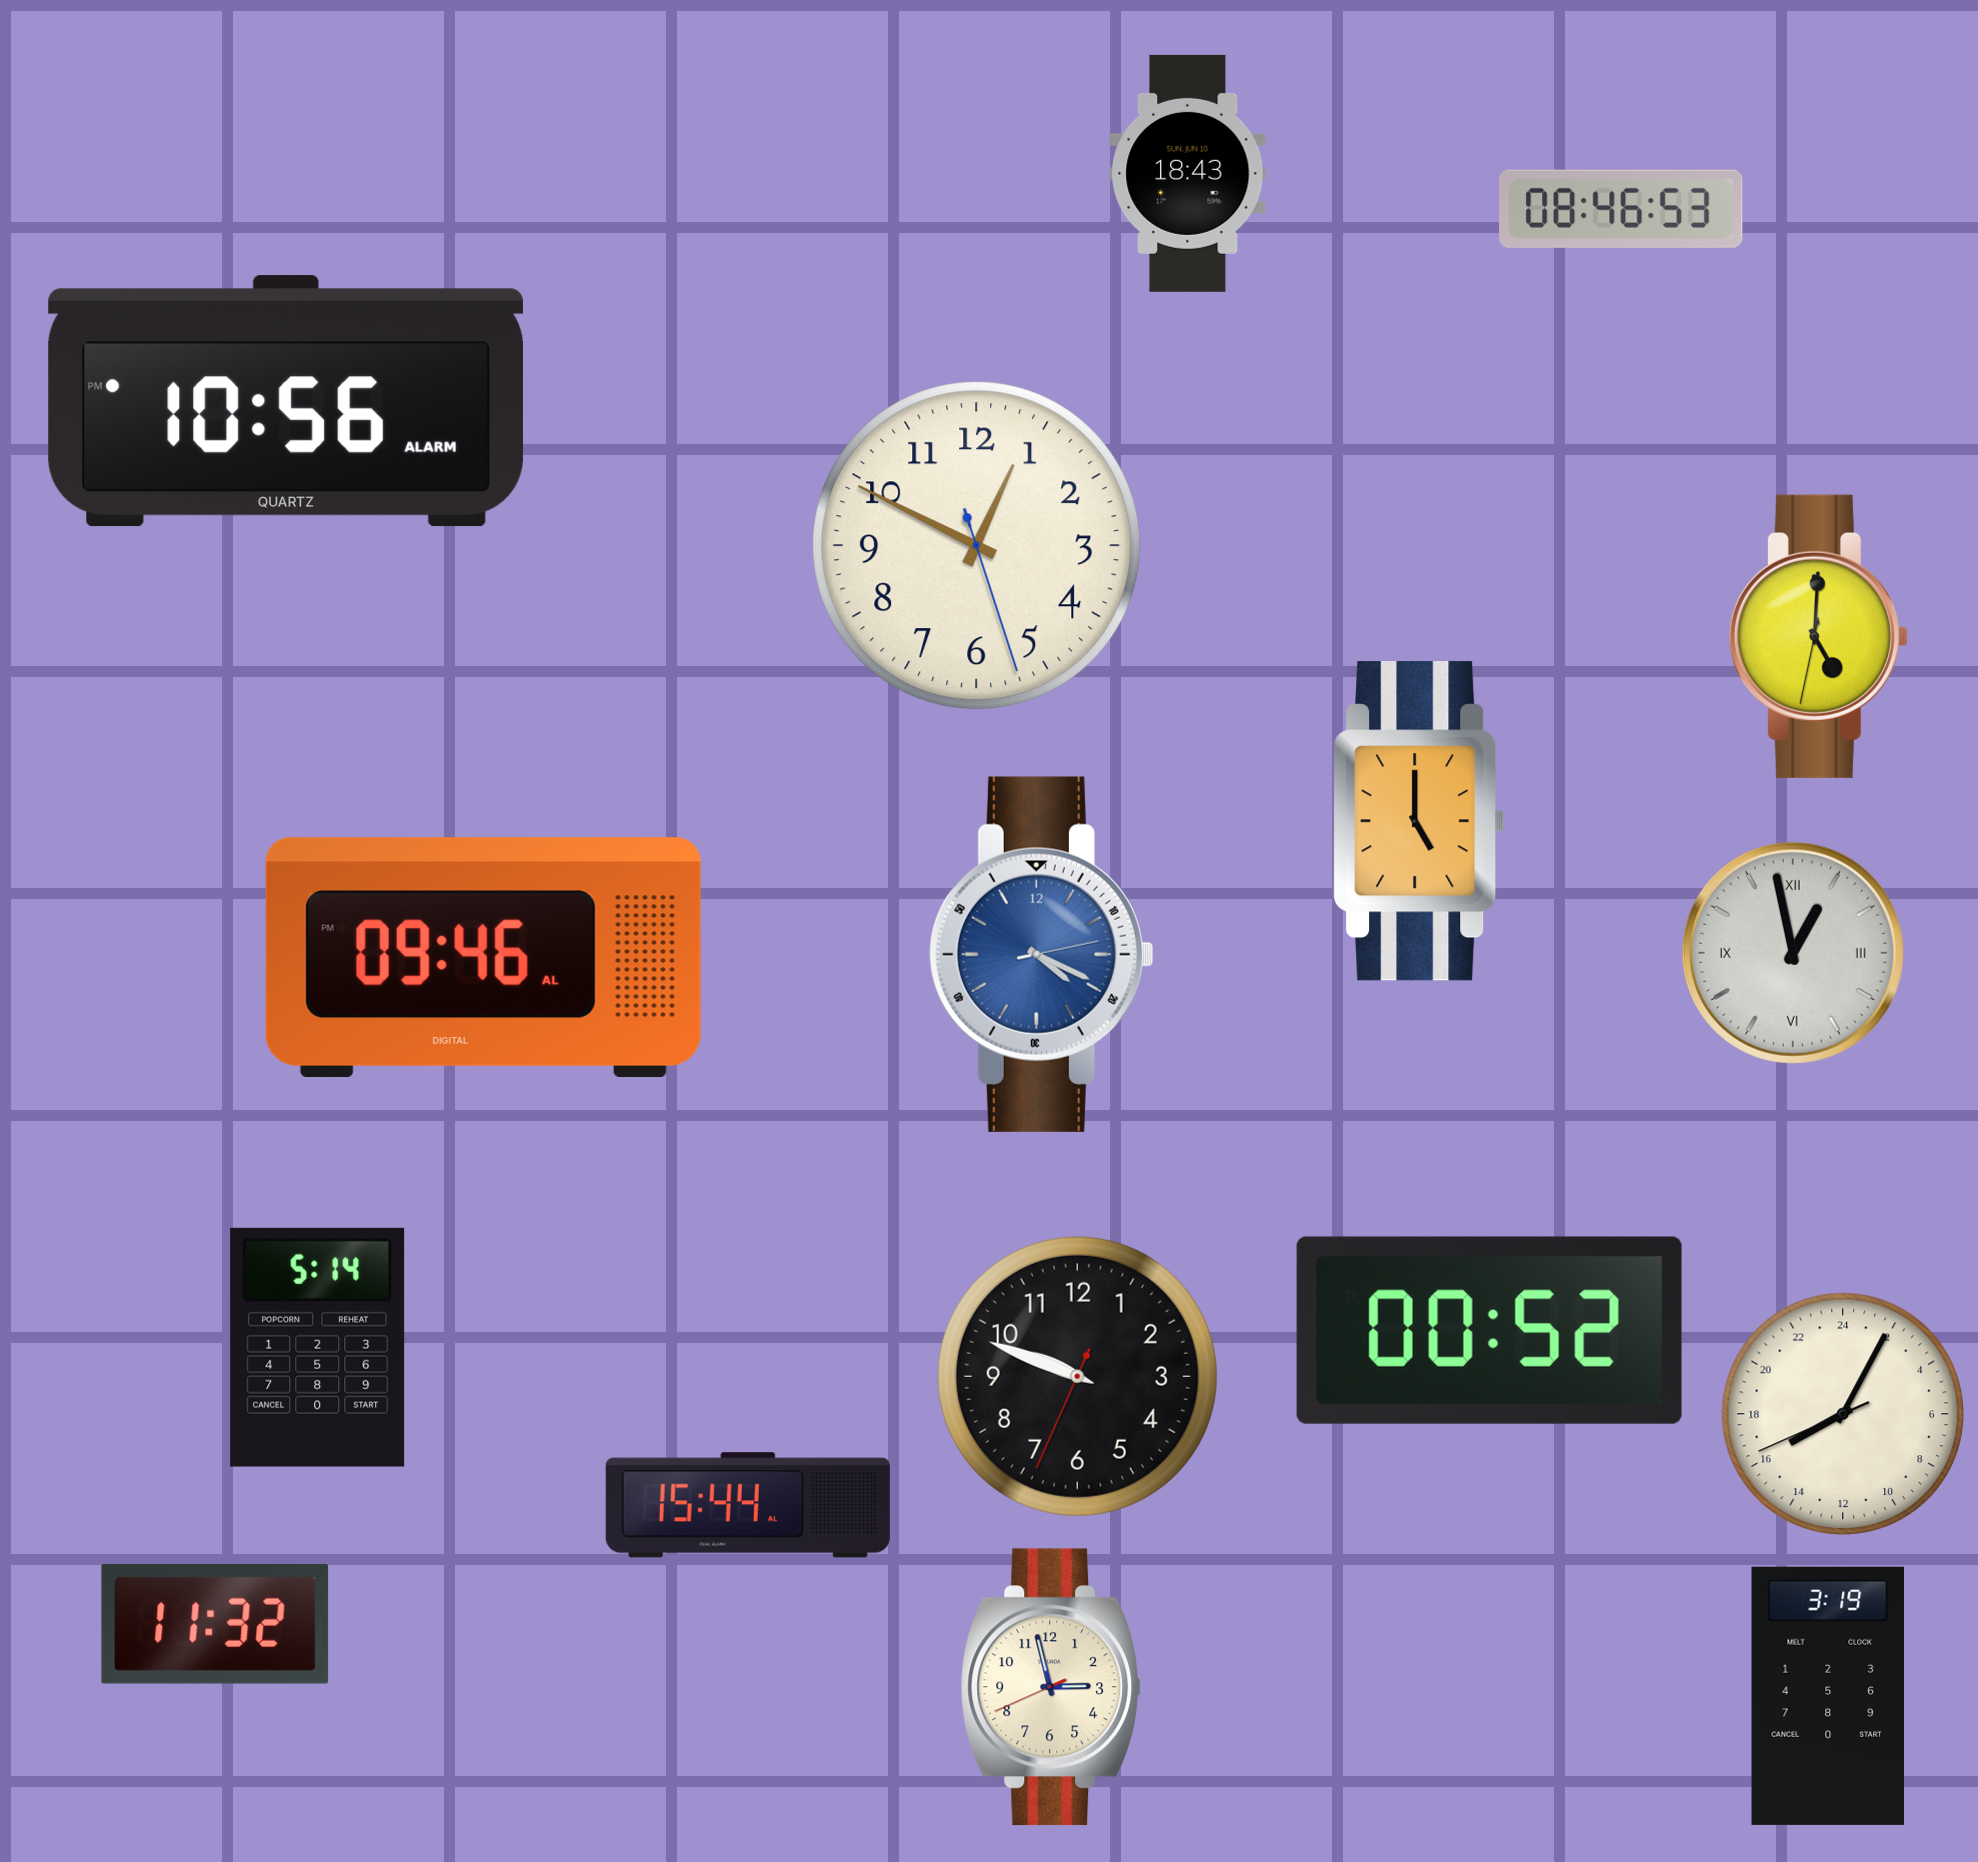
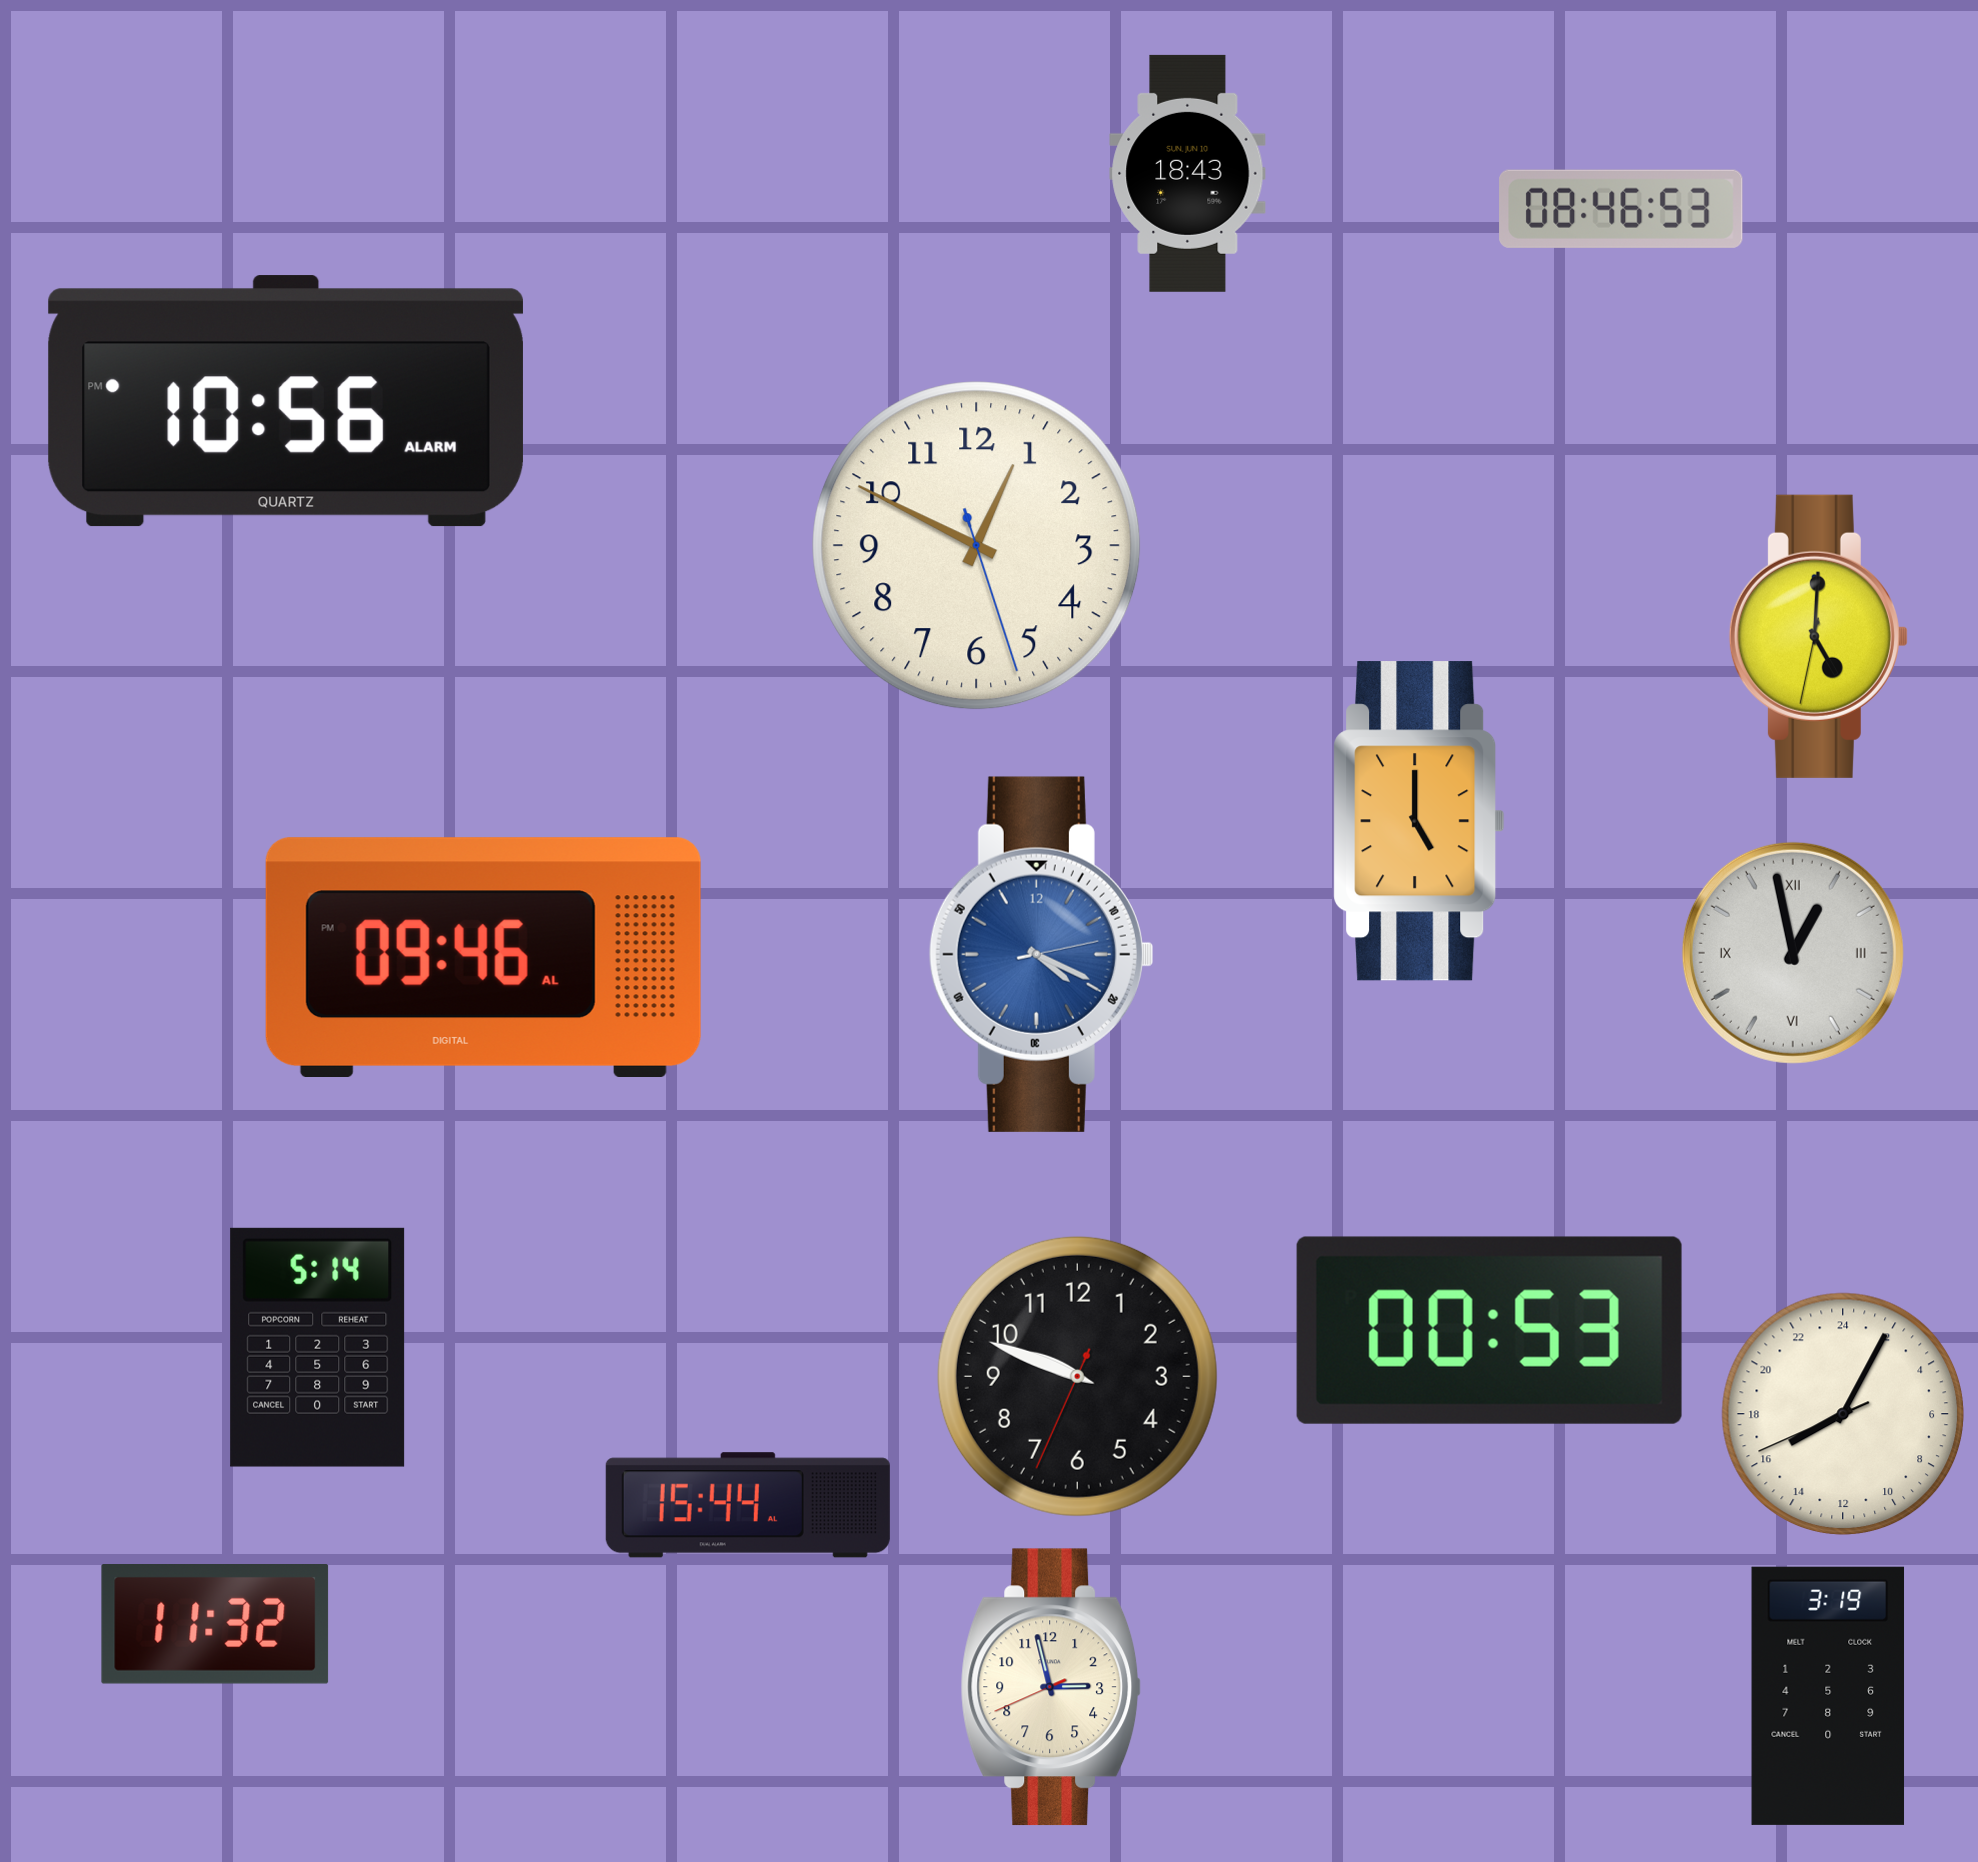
clock at (1489, 1330): 00:52 -> 00:53
